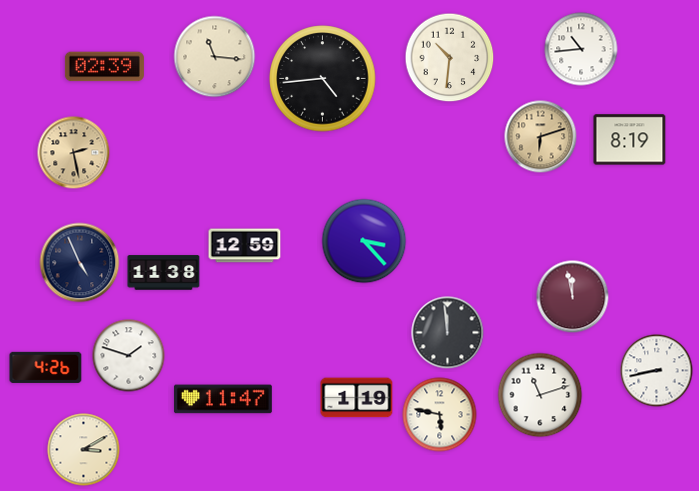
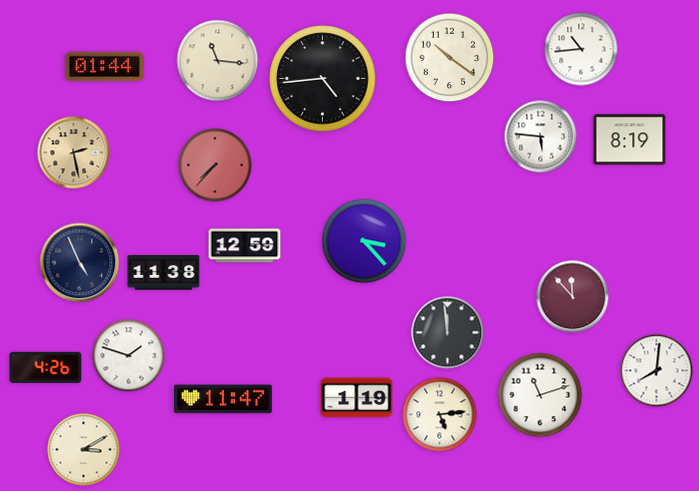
clock at (215, 57) position: (215, 57) -> (218, 61)
clock at (450, 58): 10:31 -> 10:21
clock at (104, 67): 02:39 -> 01:44
clock at (541, 137): 6:12 -> 5:46
clock at (541, 137) dial: champagne -> white
clock at (215, 165): none -> 7:37
clock at (573, 297): 11:58 -> 11:53
clock at (657, 371): 8:43 -> 8:01
clock at (440, 415): 5:47 -> 5:14
